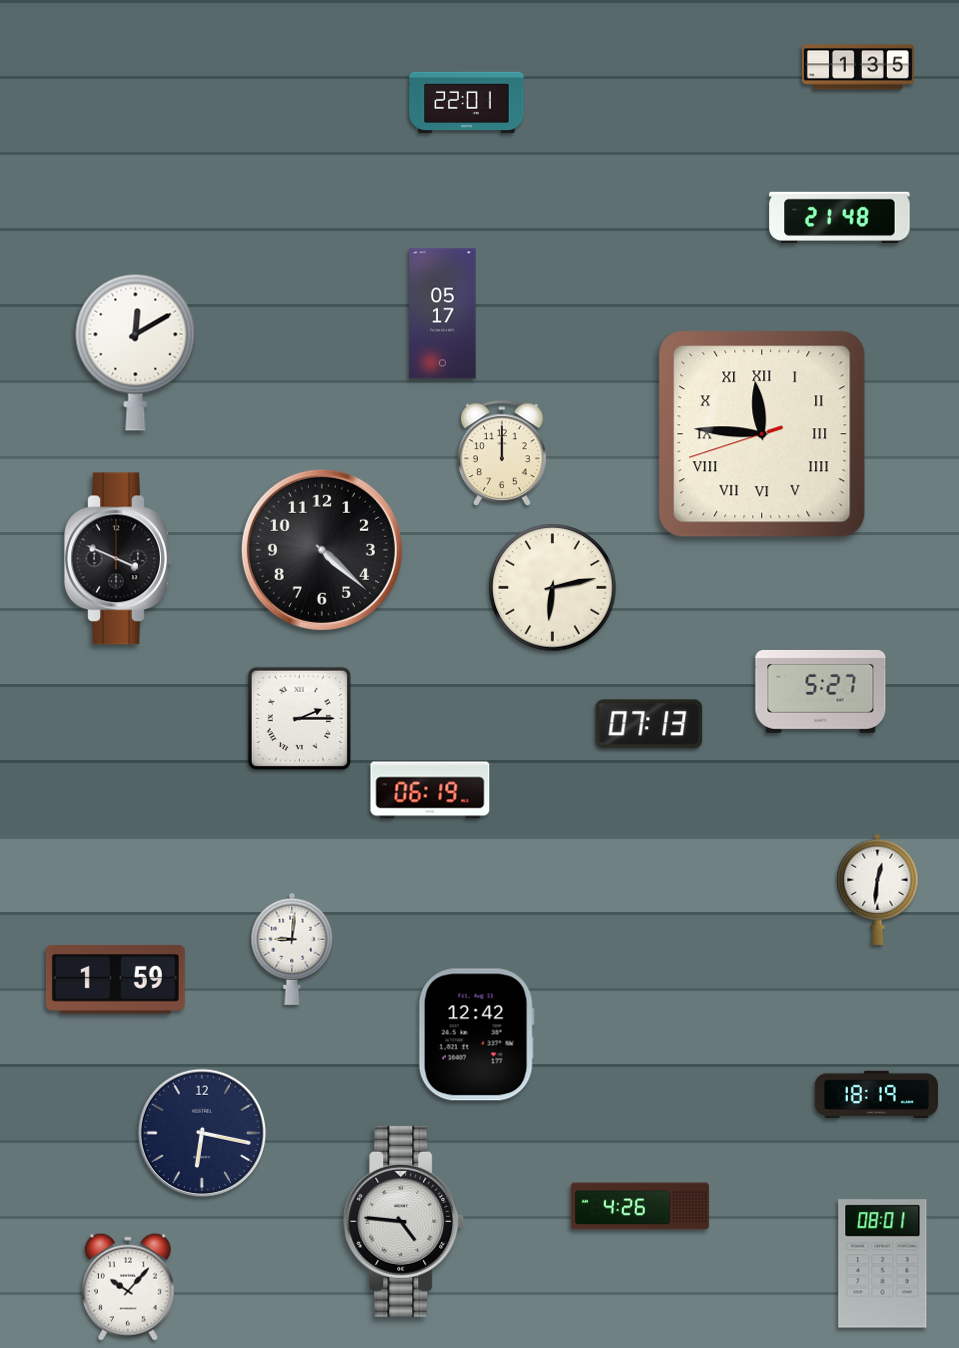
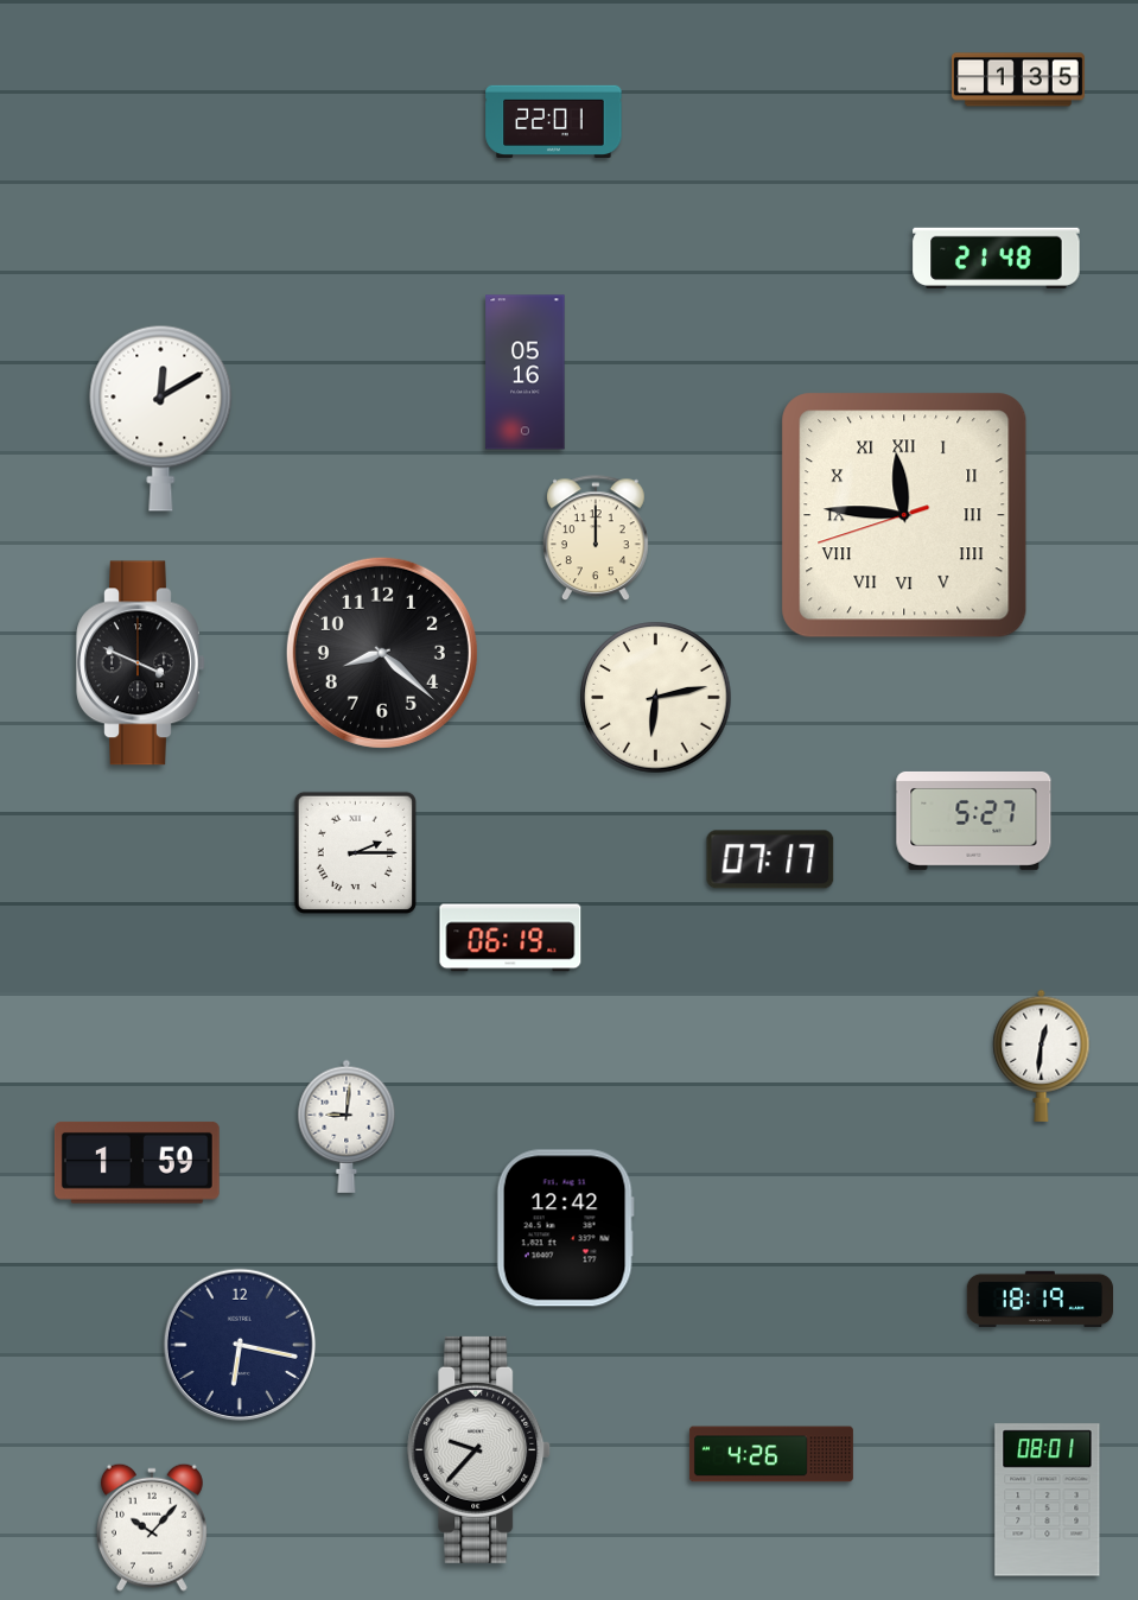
clock at (443, 314): 05:17 -> 05:16
clock at (322, 550): 4:22 -> 8:22
clock at (649, 724): 07:13 -> 07:17
clock at (640, 1206) position: (640, 1206) -> (771, 1454)
clock at (404, 1221): 4:46 -> 9:37
